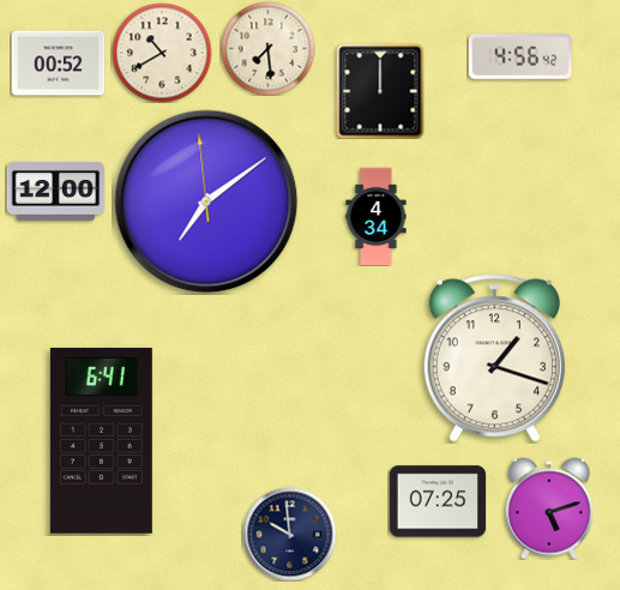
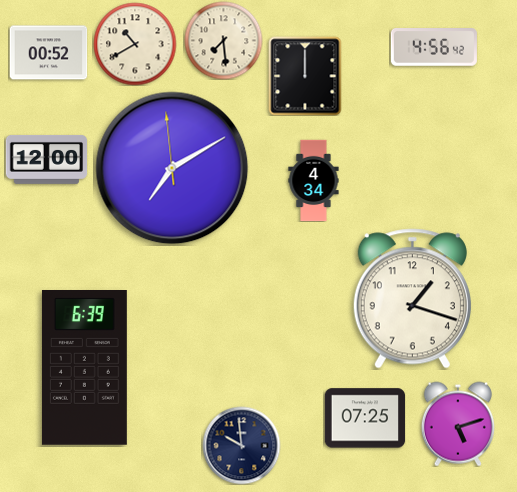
clock at (380, 91) position: (380, 91) -> (305, 76)
clock at (206, 201): 7:08 -> 7:09
clock at (101, 441): 6:41 -> 6:39
